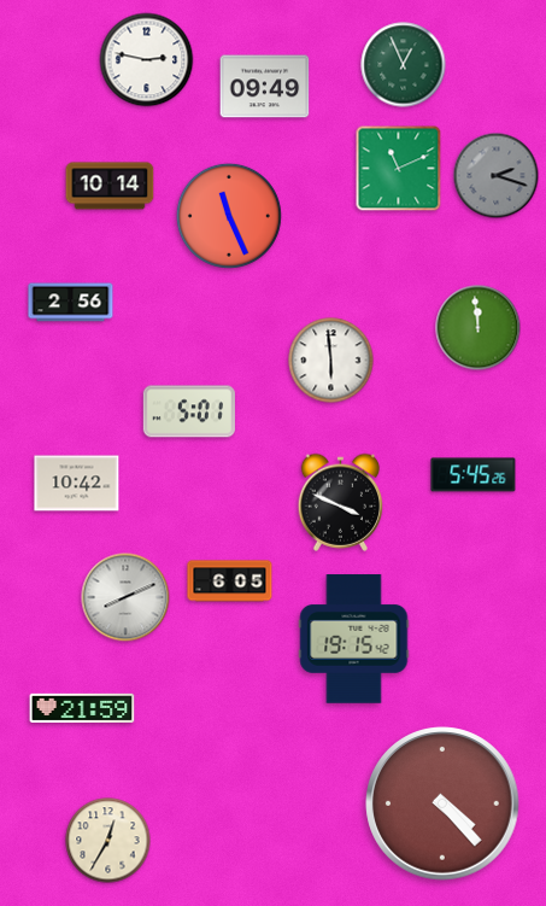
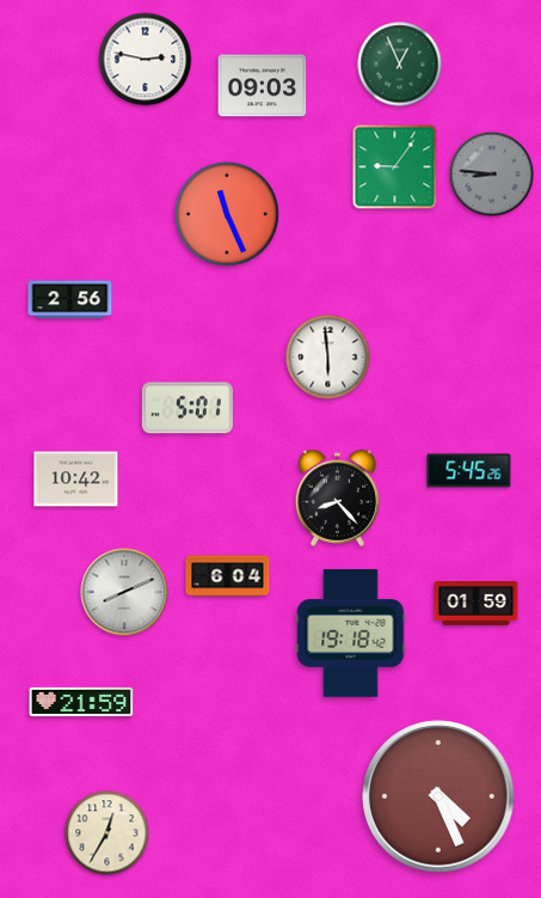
clock at (265, 87): 09:49 -> 09:03
clock at (399, 169): 11:11 -> 9:06
clock at (497, 176): 2:18 -> 8:46
clock at (110, 186): 10:14 -> none
clock at (479, 328): 11:59 -> none
clock at (341, 502): 3:49 -> 8:23
clock at (230, 581): 6:05 -> 6:04
clock at (477, 604): none -> 01:59
clock at (354, 639): 19:15 -> 19:18
clock at (442, 803): 4:23 -> 4:26
